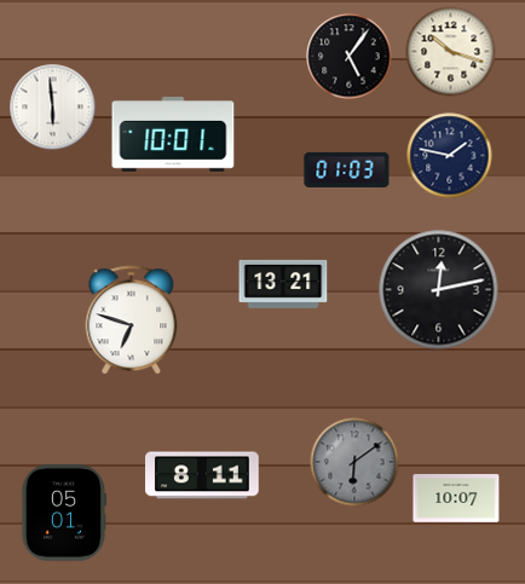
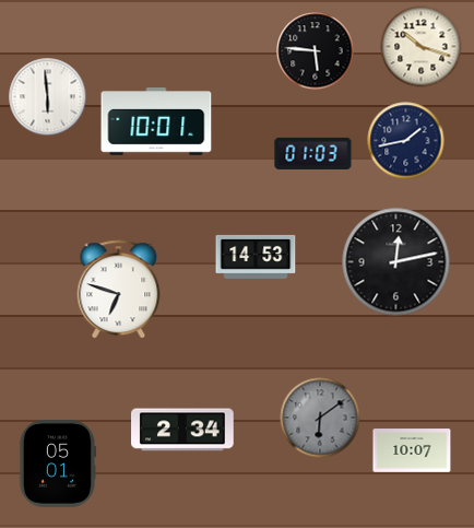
clock at (451, 52) position: (451, 52) -> (422, 47)
clock at (350, 57): 5:06 -> 5:46
clock at (450, 156): 1:47 -> 1:43
clock at (283, 284): 13:21 -> 14:53
clock at (202, 475): 8:11 -> 2:34
